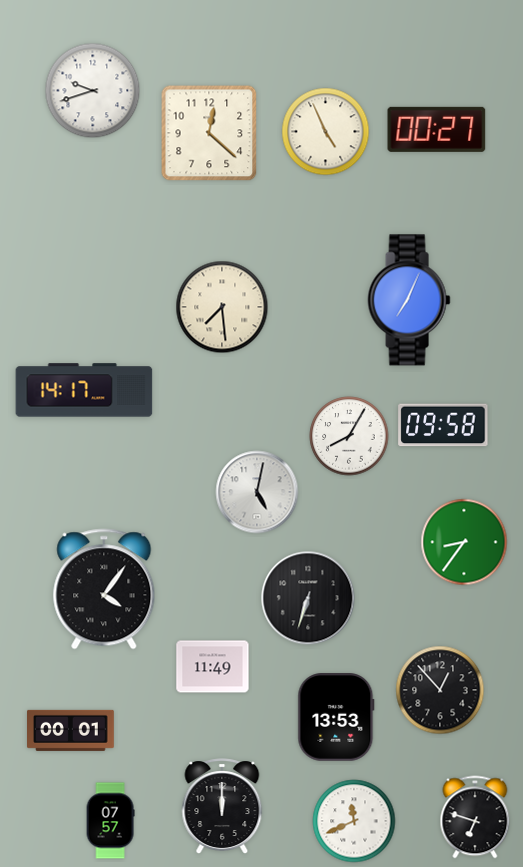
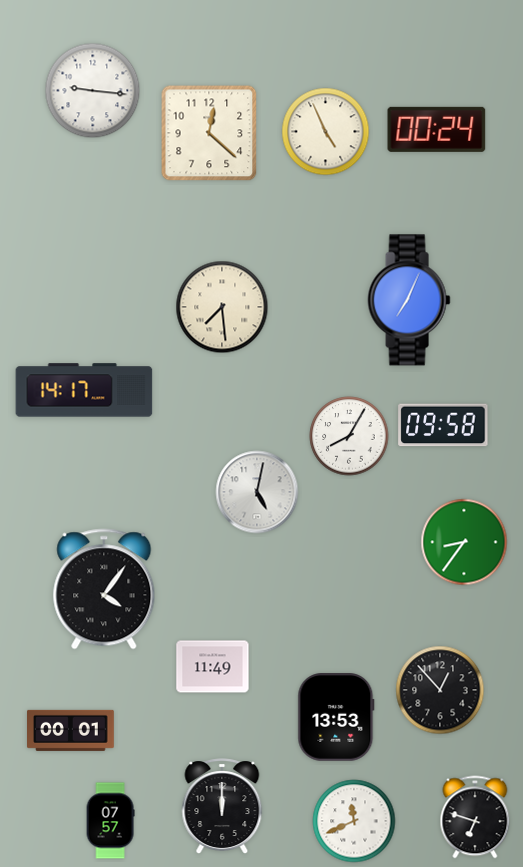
clock at (93, 91): 9:42 -> 9:16
clock at (437, 129): 00:27 -> 00:24
clock at (308, 598): 6:33 -> none
